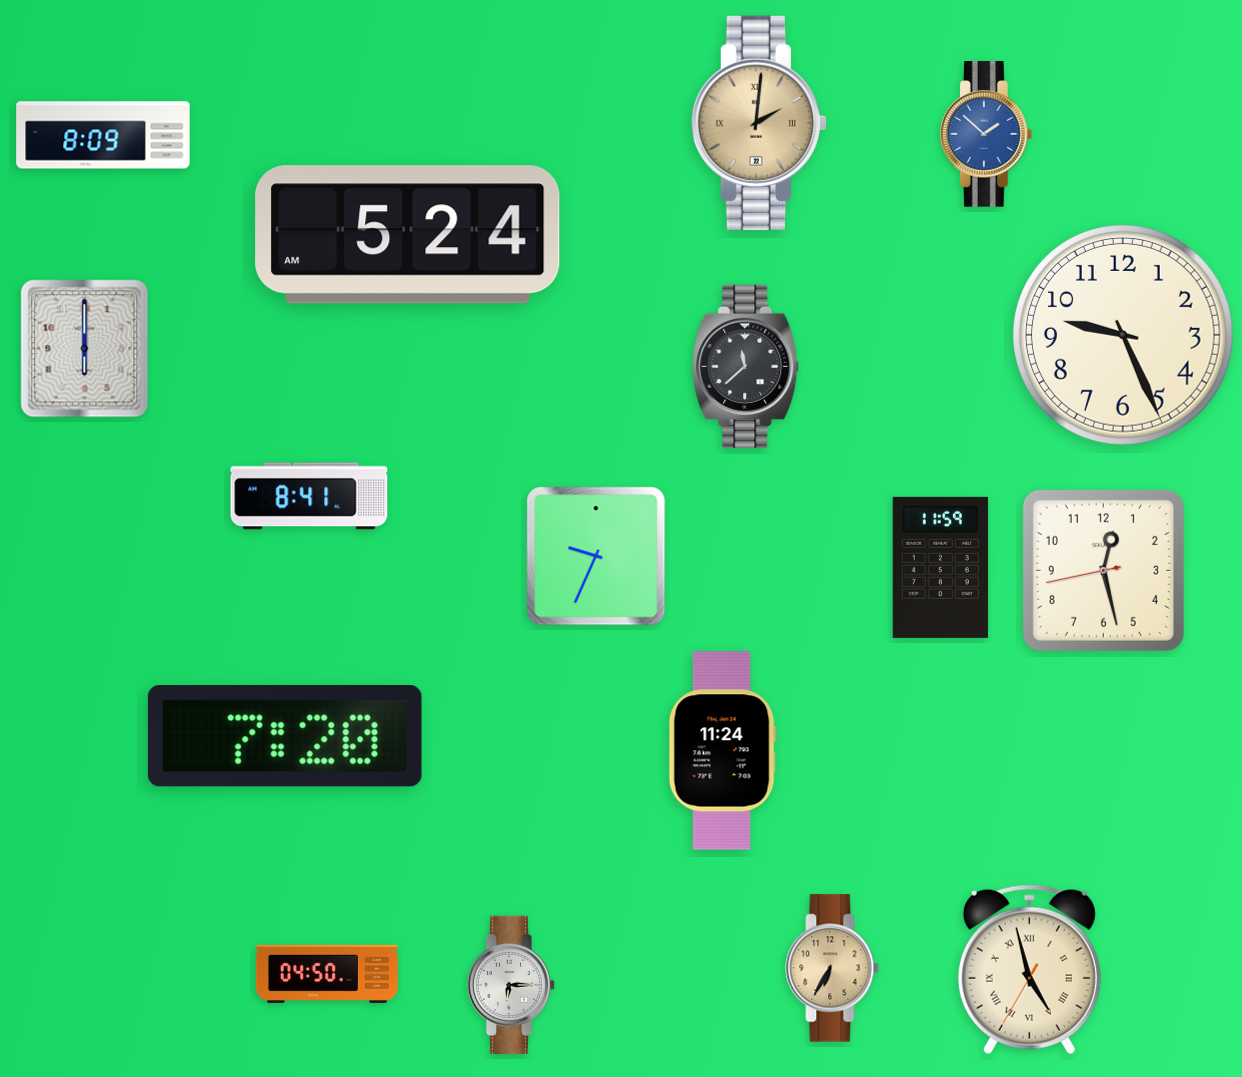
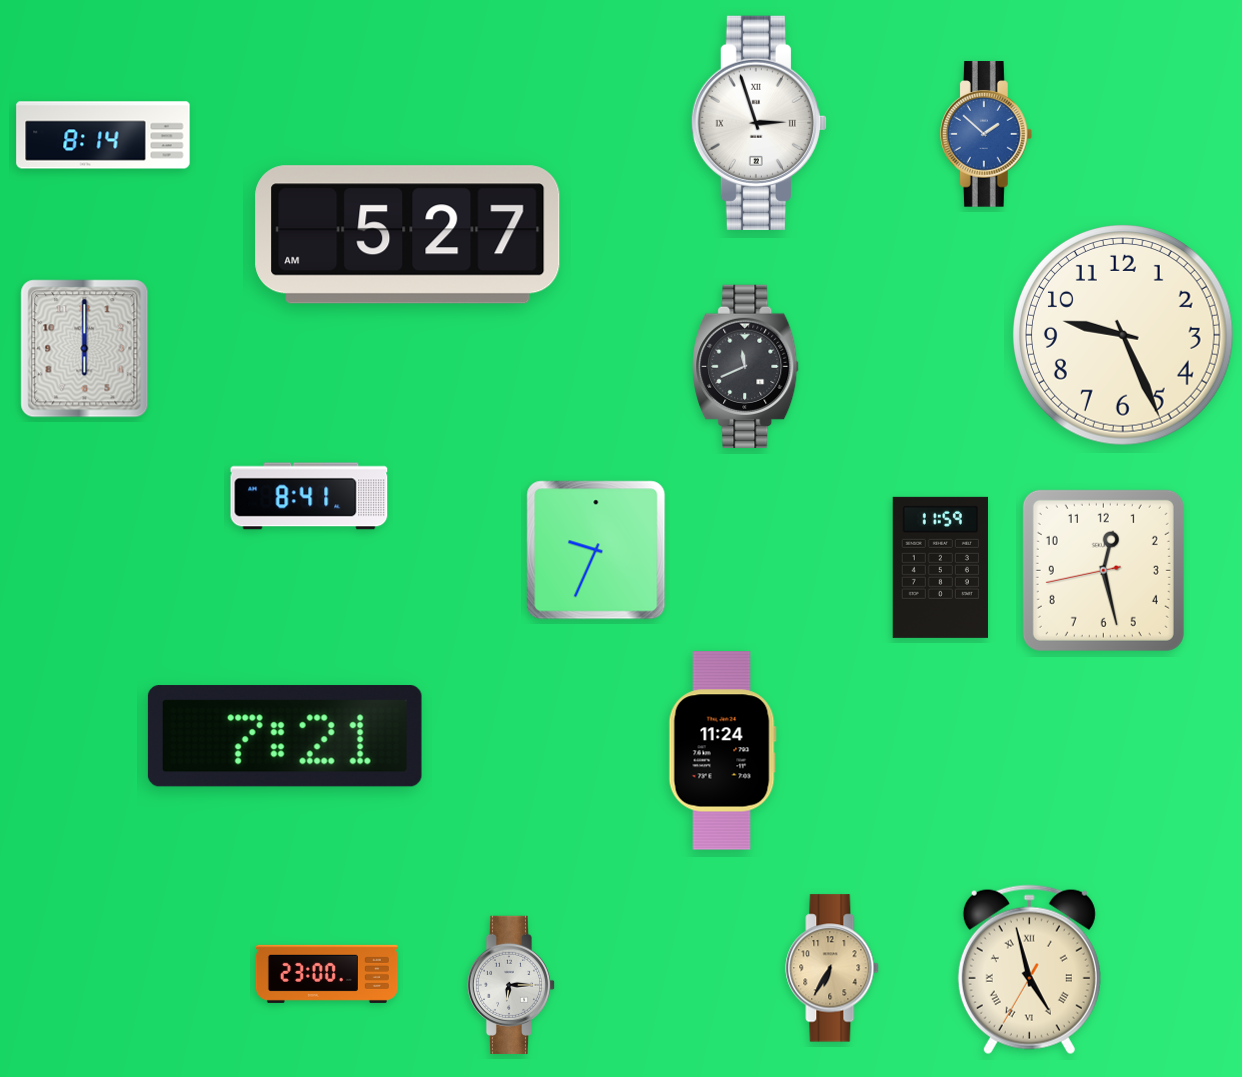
clock at (759, 123): 2:01 -> 2:57
clock at (759, 123) dial: champagne -> white
clock at (103, 135): 8:09 -> 8:14
clock at (408, 235): 5:24 -> 5:27
clock at (746, 366): 11:38 -> 11:41
clock at (596, 556) position: (596, 556) -> (596, 550)
clock at (285, 736): 7:20 -> 7:21
clock at (327, 974): 04:50 -> 23:00
